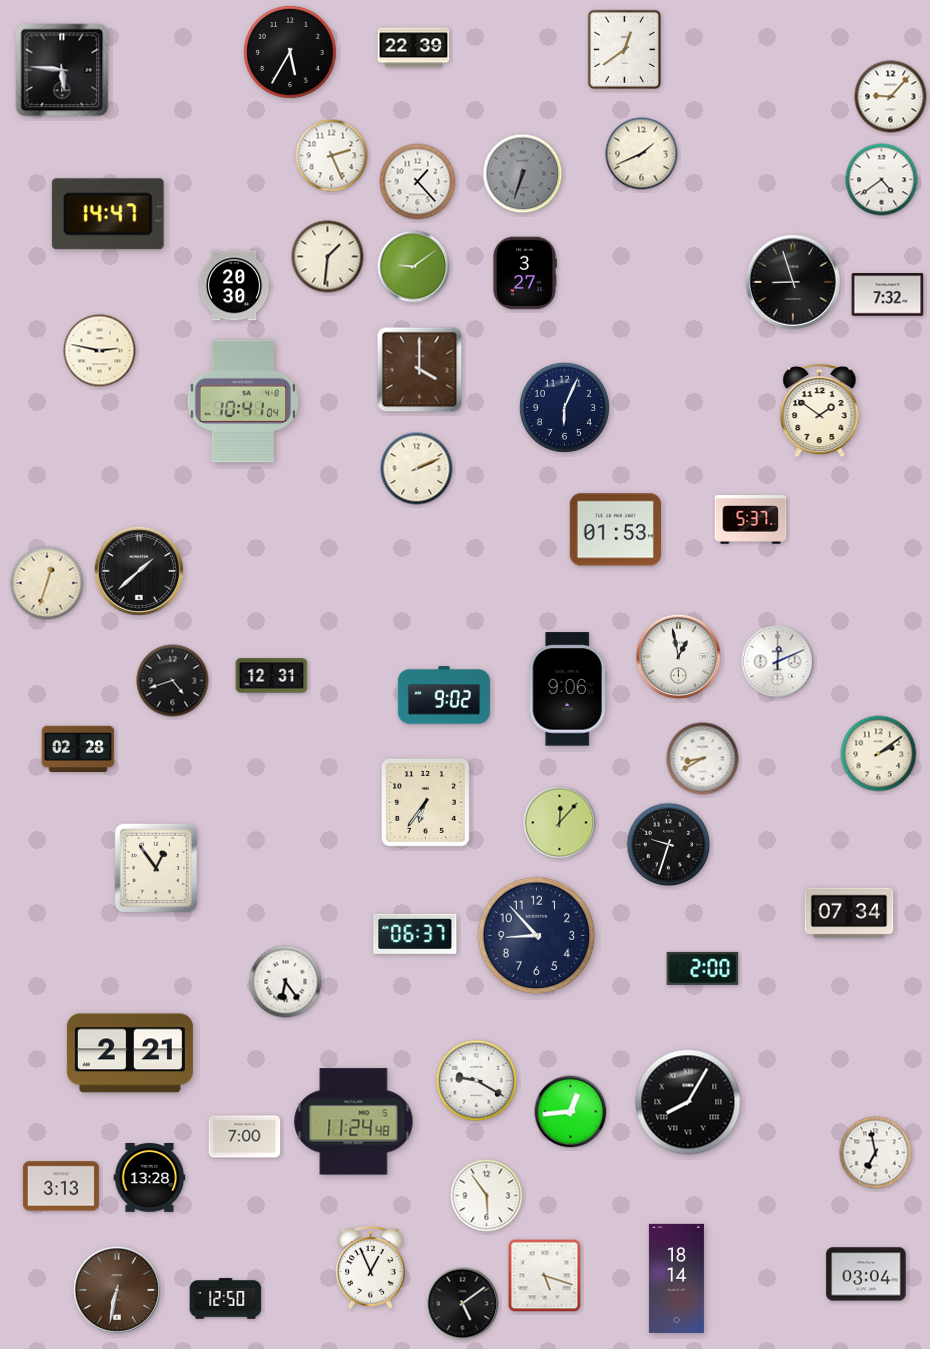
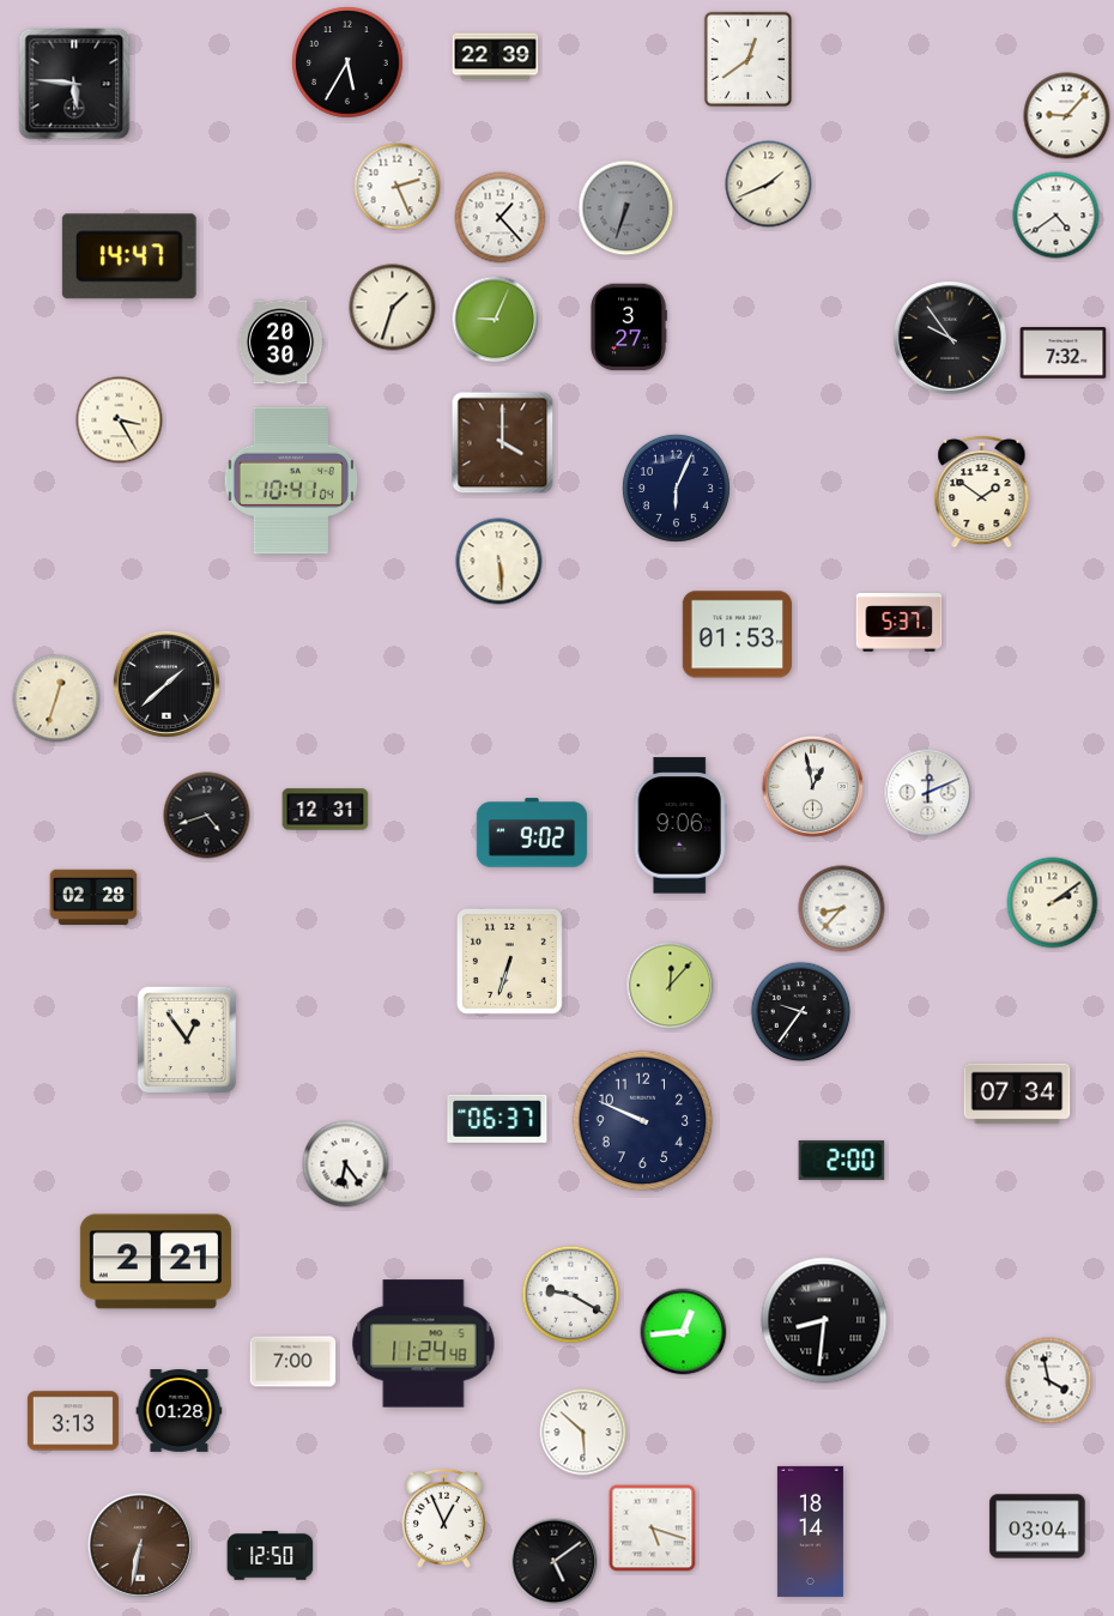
clock at (328, 257): 1:31 -> 1:33
clock at (414, 267): 9:09 -> 9:04
clock at (794, 283): 8:57 -> 9:54
clock at (100, 351): 2:47 -> 3:25
clock at (417, 469): 2:11 -> 5:29
clock at (778, 662) position: (778, 662) -> (928, 793)
clock at (703, 759): 8:40 -> 8:37
clock at (425, 802): 6:36 -> 6:33
clock at (669, 845): 9:33 -> 9:36
clock at (537, 936): 8:53 -> 9:49
clock at (286, 982) position: (286, 982) -> (346, 1164)
clock at (688, 1102): 8:05 -> 8:31
clock at (876, 1153): 6:58 -> 3:58
clock at (150, 1178): 13:28 -> 01:28
clock at (487, 1196): 5:54 -> 5:52
